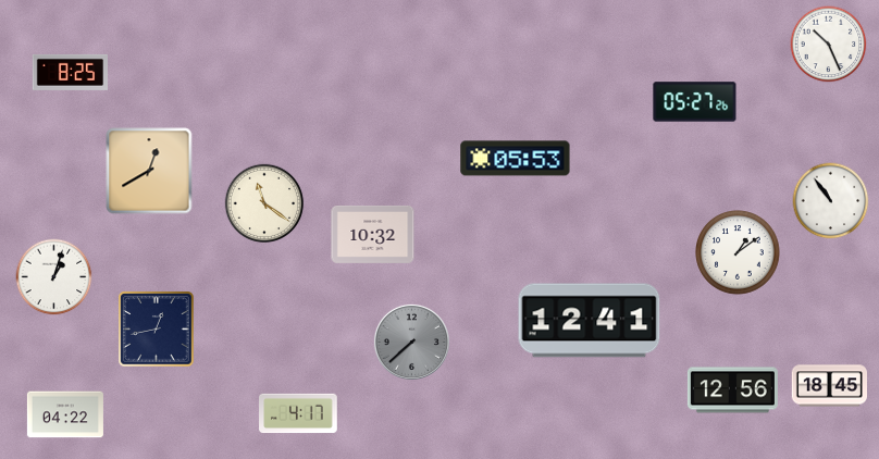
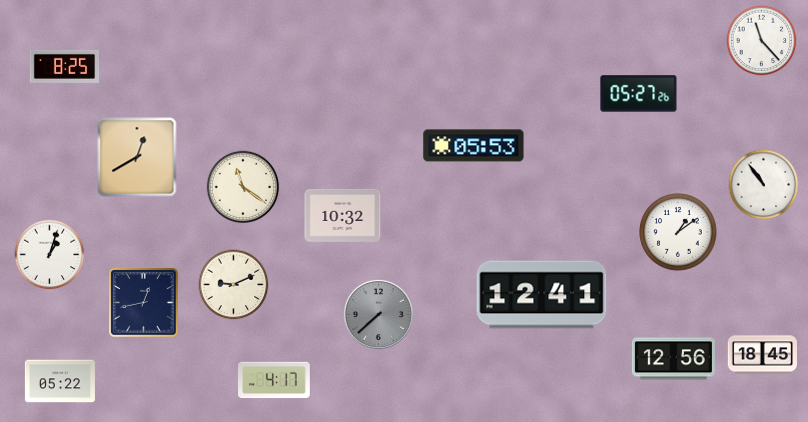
clock at (829, 45): 10:26 -> 11:23
clock at (234, 285): none -> 9:11
clock at (65, 414): 04:22 -> 05:22
